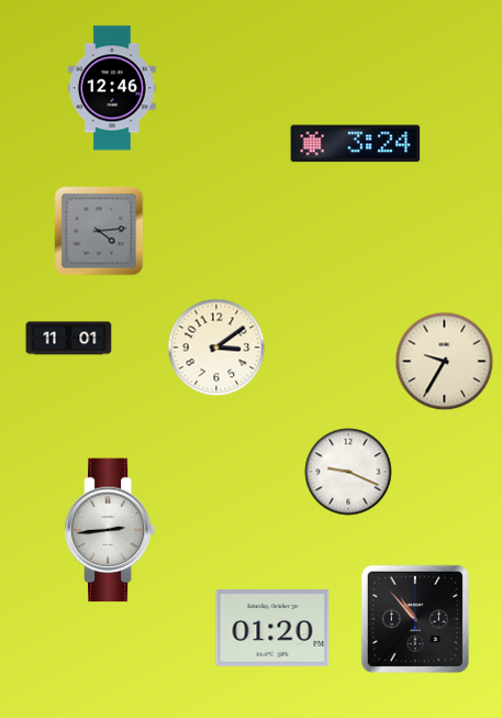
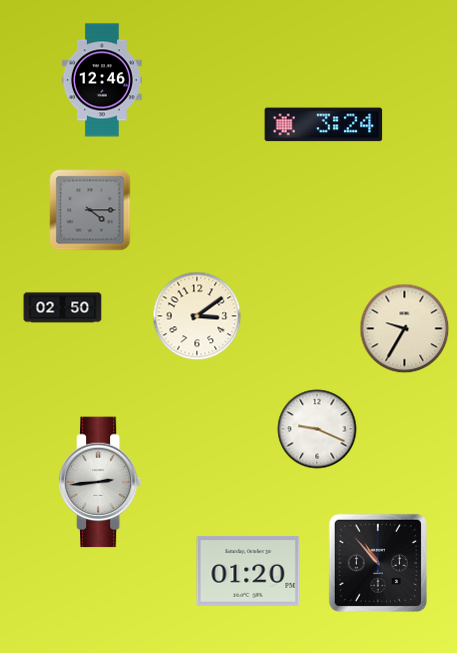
clock at (356, 144) position: (356, 144) -> (324, 125)
clock at (99, 231): 4:14 -> 4:15
clock at (69, 339): 11:01 -> 02:50
